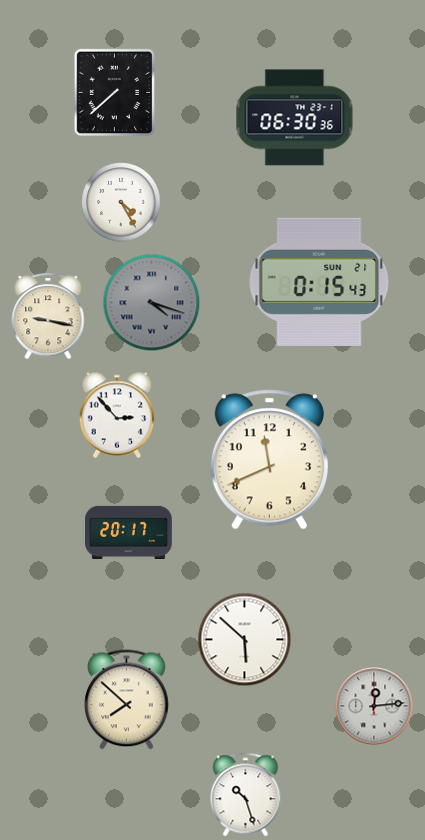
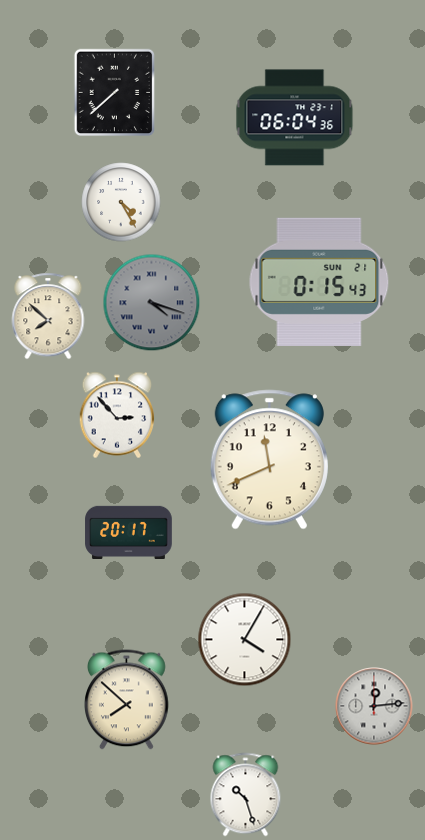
clock at (295, 118): 06:30 -> 06:04
clock at (48, 316): 9:17 -> 7:52
clock at (245, 640): 5:52 -> 4:05
